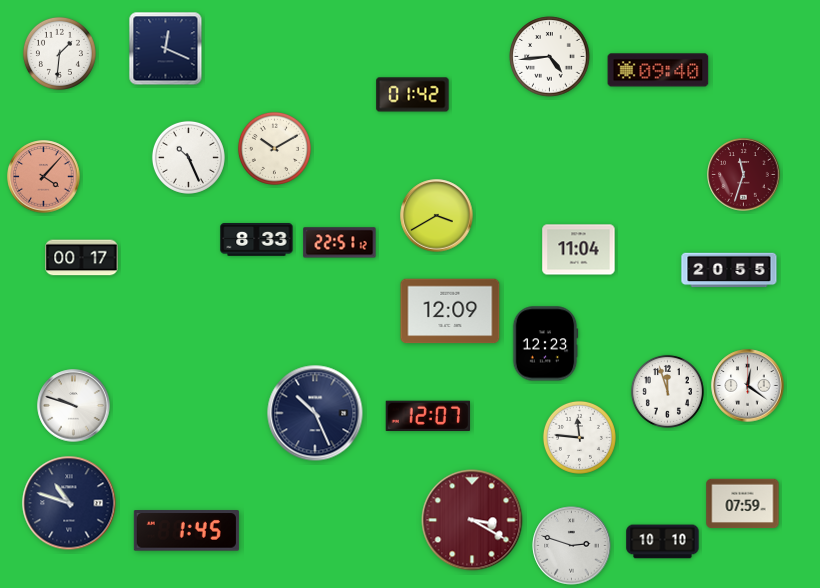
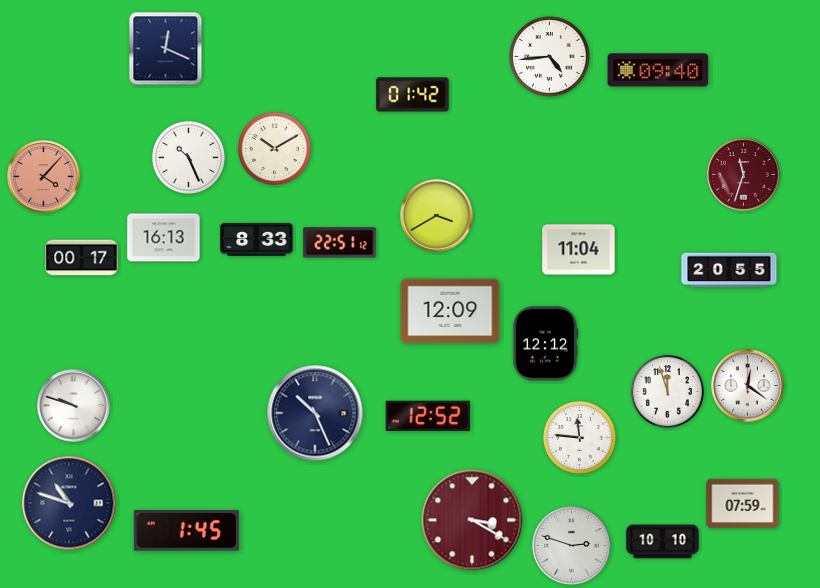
clock at (59, 53): 1:31 -> none
clock at (164, 238): none -> 16:13
clock at (545, 344): 12:23 -> 12:12
clock at (427, 416): 12:07 -> 12:52
